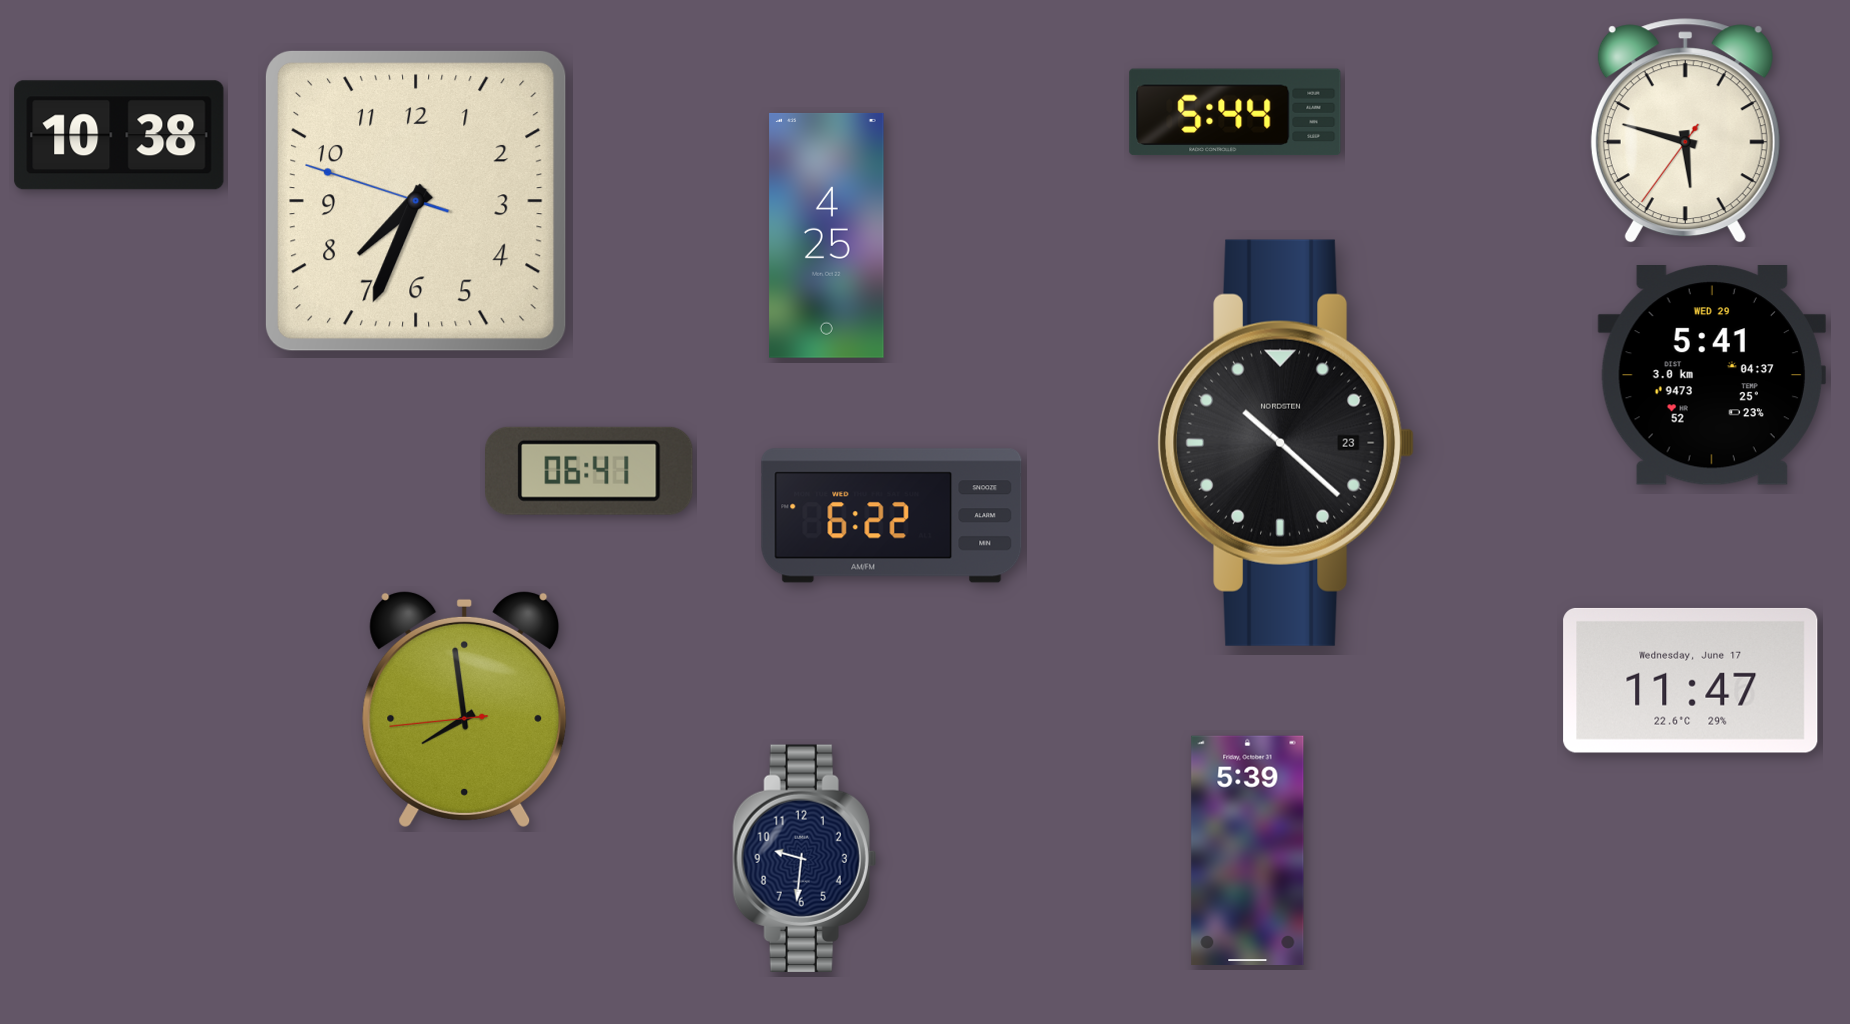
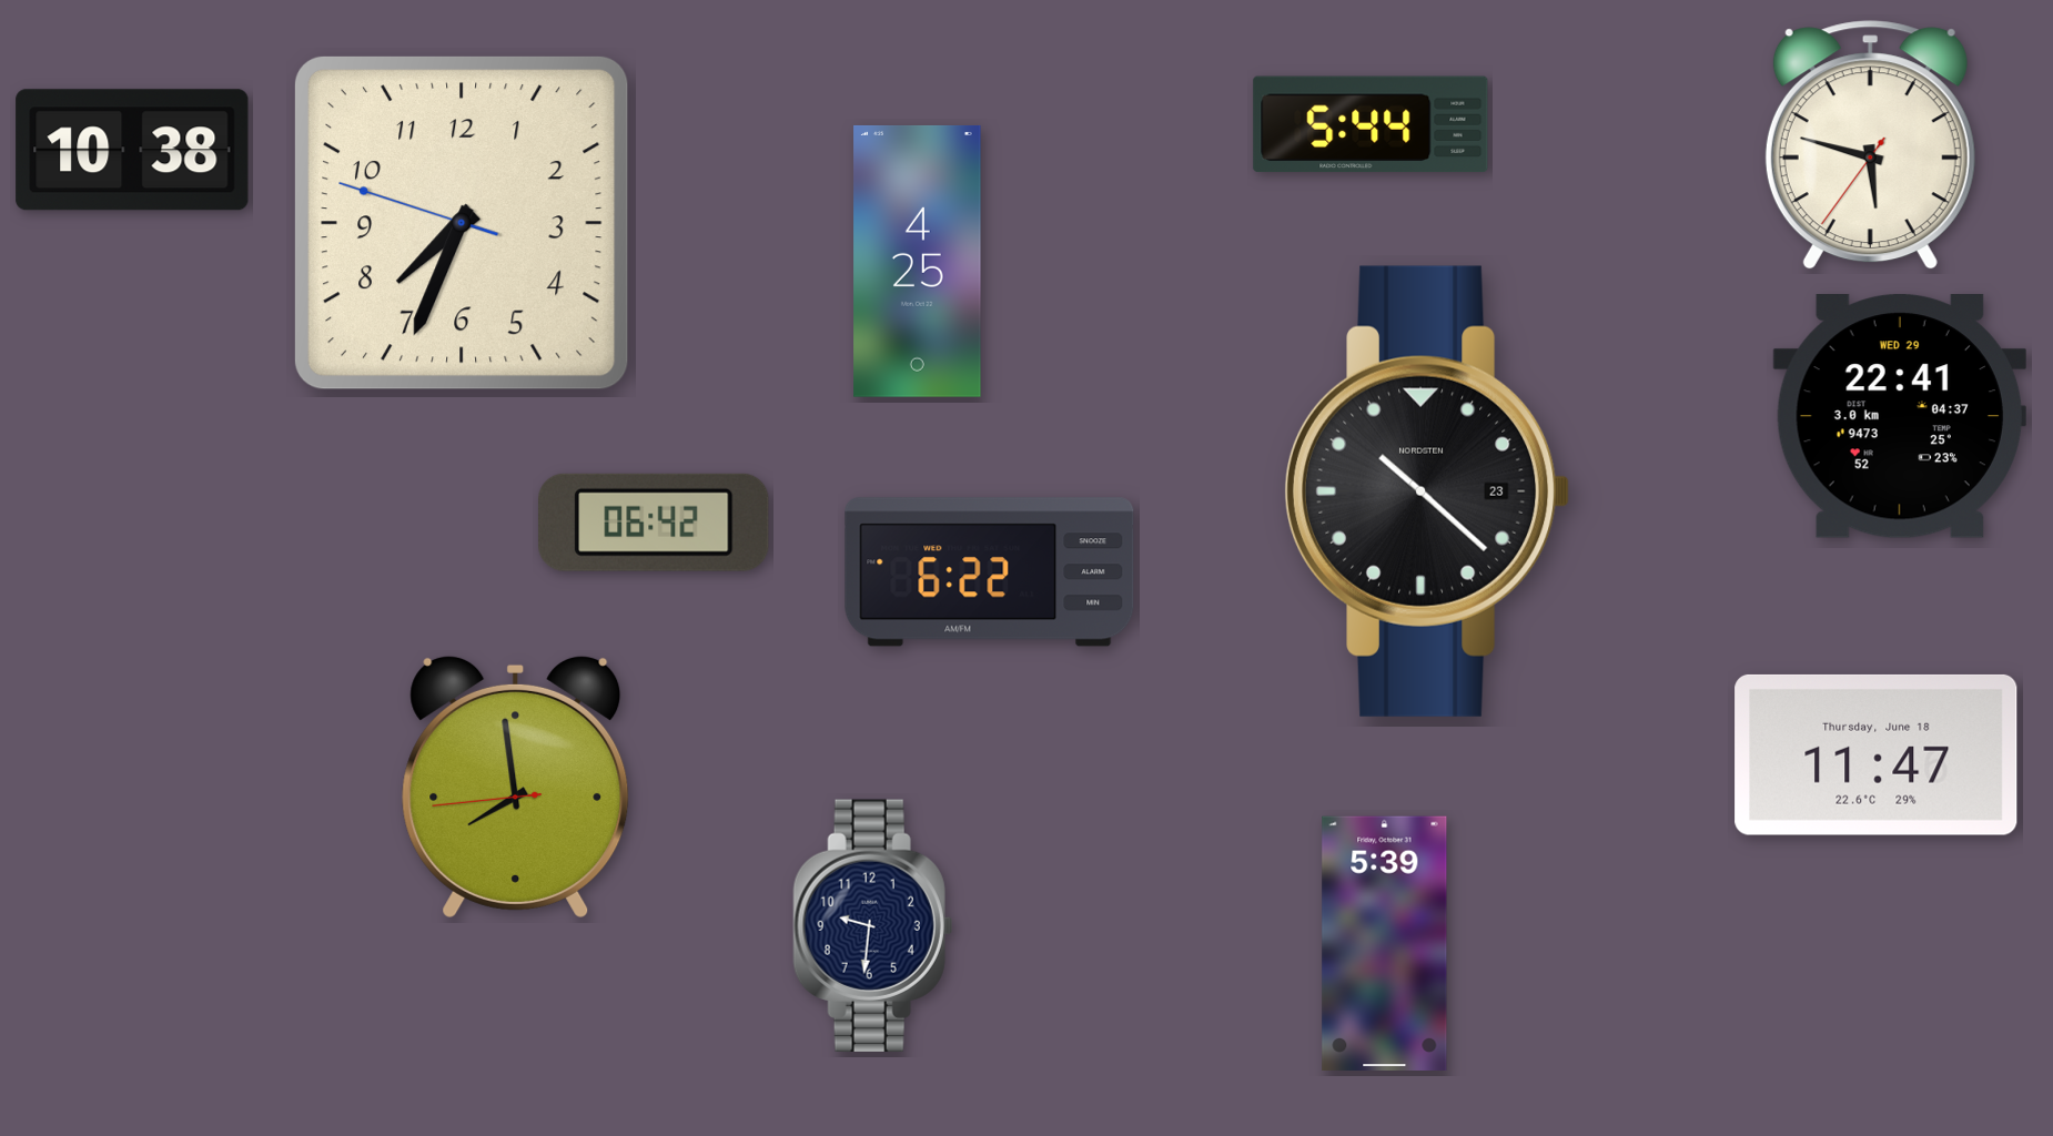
clock at (1712, 376): 5:41 -> 22:41
clock at (590, 471): 06:41 -> 06:42
clock at (1691, 680) date: Wednesday, June 17 -> Thursday, June 18
clock at (804, 858) position: (804, 858) -> (872, 925)
